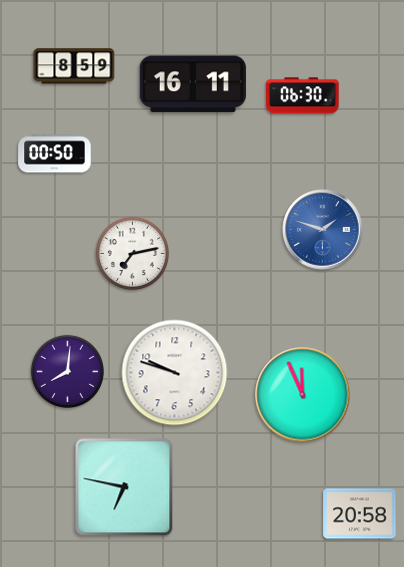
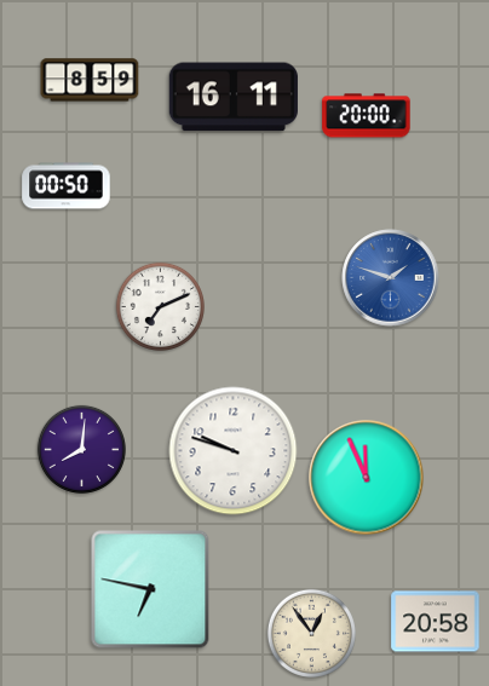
clock at (193, 84) position: (193, 84) -> (234, 97)
clock at (303, 96): 06:30 -> 20:00
clock at (132, 253): 7:13 -> 7:11
clock at (175, 373) position: (175, 373) -> (234, 451)
clock at (311, 633): none -> 12:54
